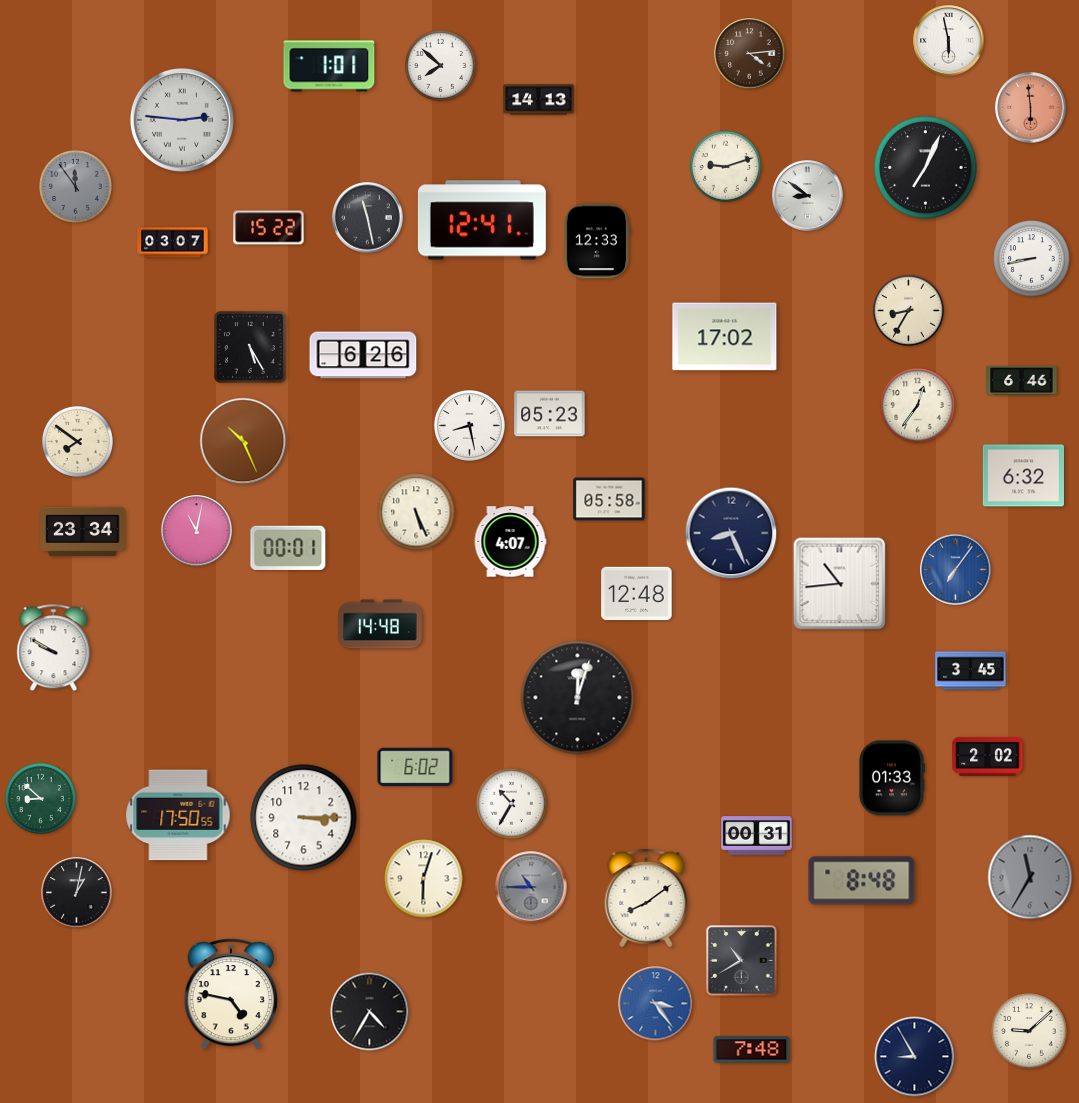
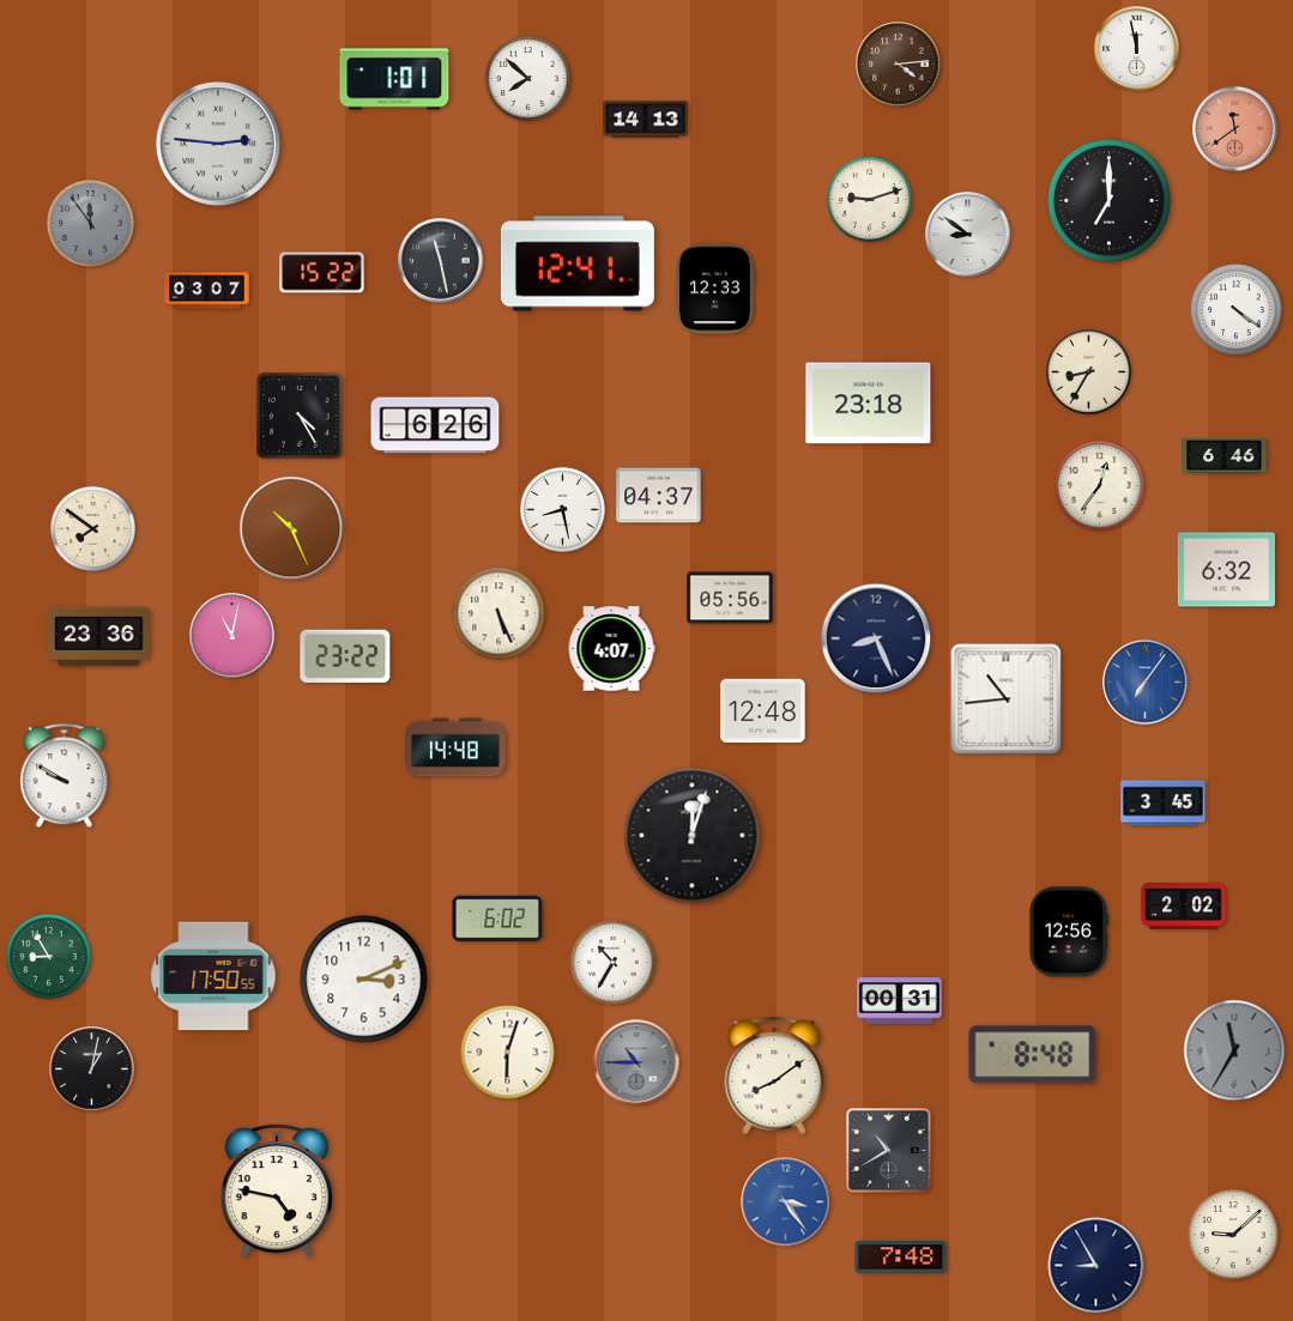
clock at (949, 41): 5:58 -> 11:58
clock at (1031, 108): 5:59 -> 11:39
clock at (926, 168): 7:04 -> 7:00
clock at (1032, 259): 8:43 -> 4:21
clock at (725, 337): 17:02 -> 23:18
clock at (251, 348): 5:25 -> 4:25
clock at (550, 414): 05:23 -> 04:37
clock at (609, 499): 05:58 -> 05:56
clock at (197, 531) position: (197, 531) -> (232, 636)
clock at (83, 532): 23:34 -> 23:36
clock at (288, 547): 00:01 -> 23:22
clock at (891, 778): 01:33 -> 12:56
clock at (40, 798): 8:52 -> 8:55
clock at (304, 818): 3:15 -> 3:11
clock at (757, 836) position: (757, 836) -> (900, 1001)
clock at (370, 1012): 4:35 -> none
